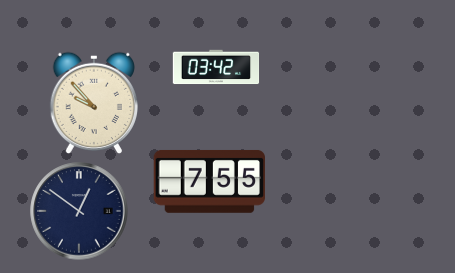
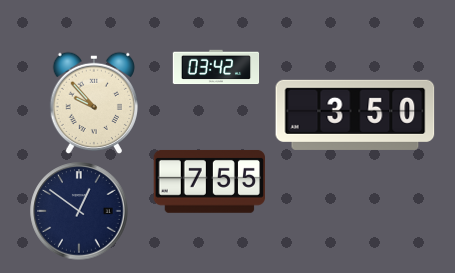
clock at (355, 115): none -> 3:50
